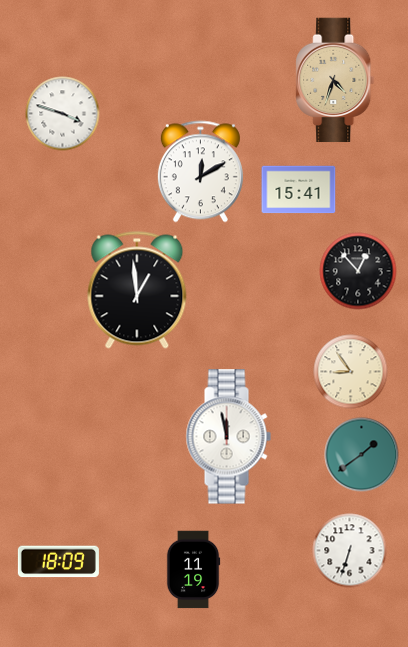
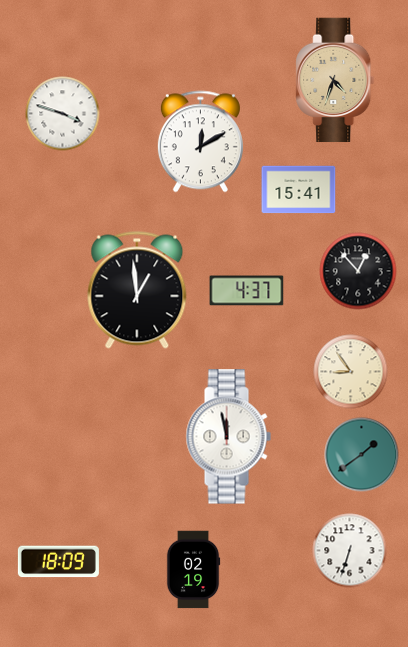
clock at (200, 172) position: (200, 172) -> (200, 142)
clock at (247, 291): none -> 4:37
clock at (193, 570): 11:19 -> 02:19
